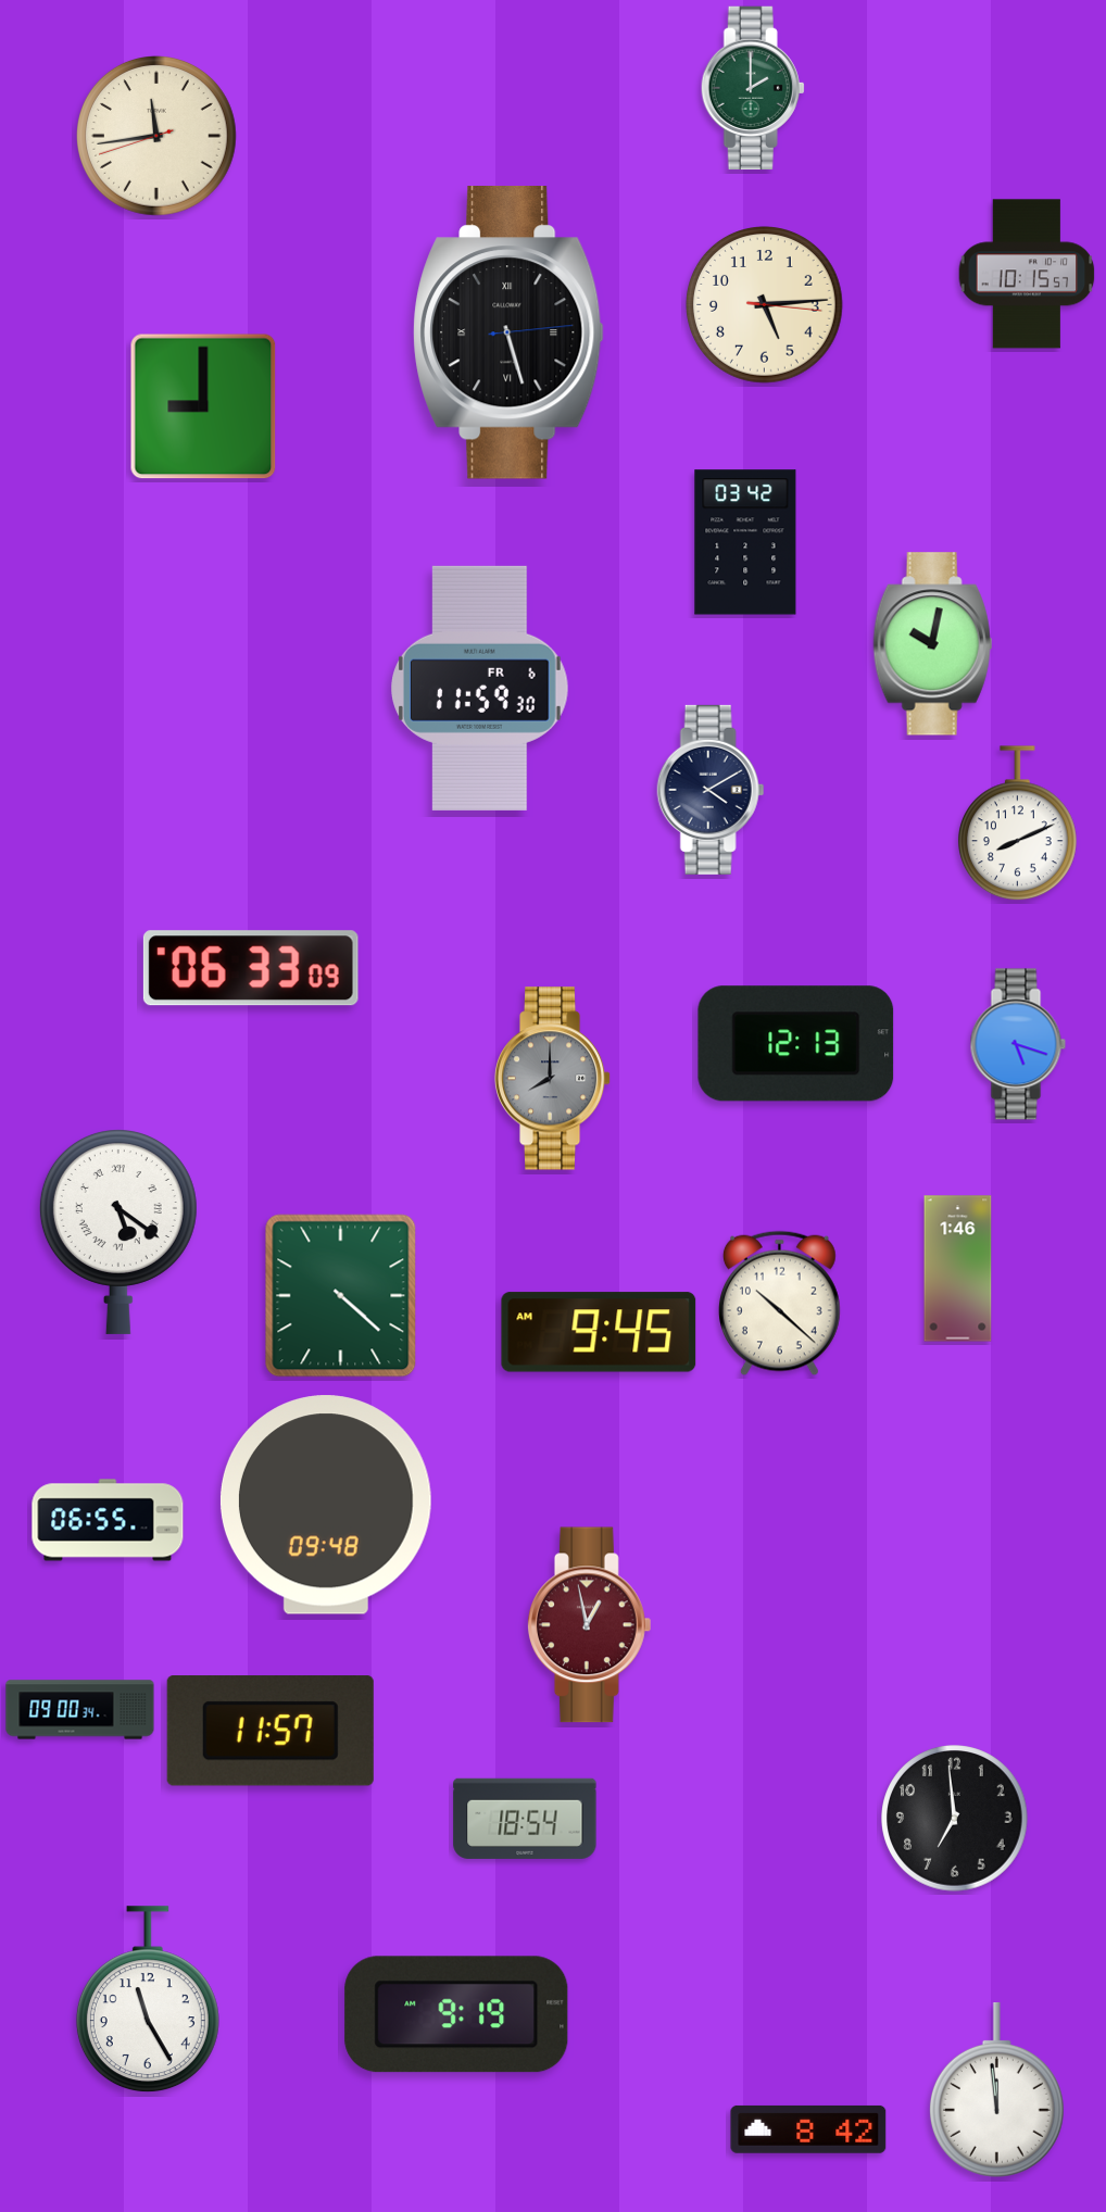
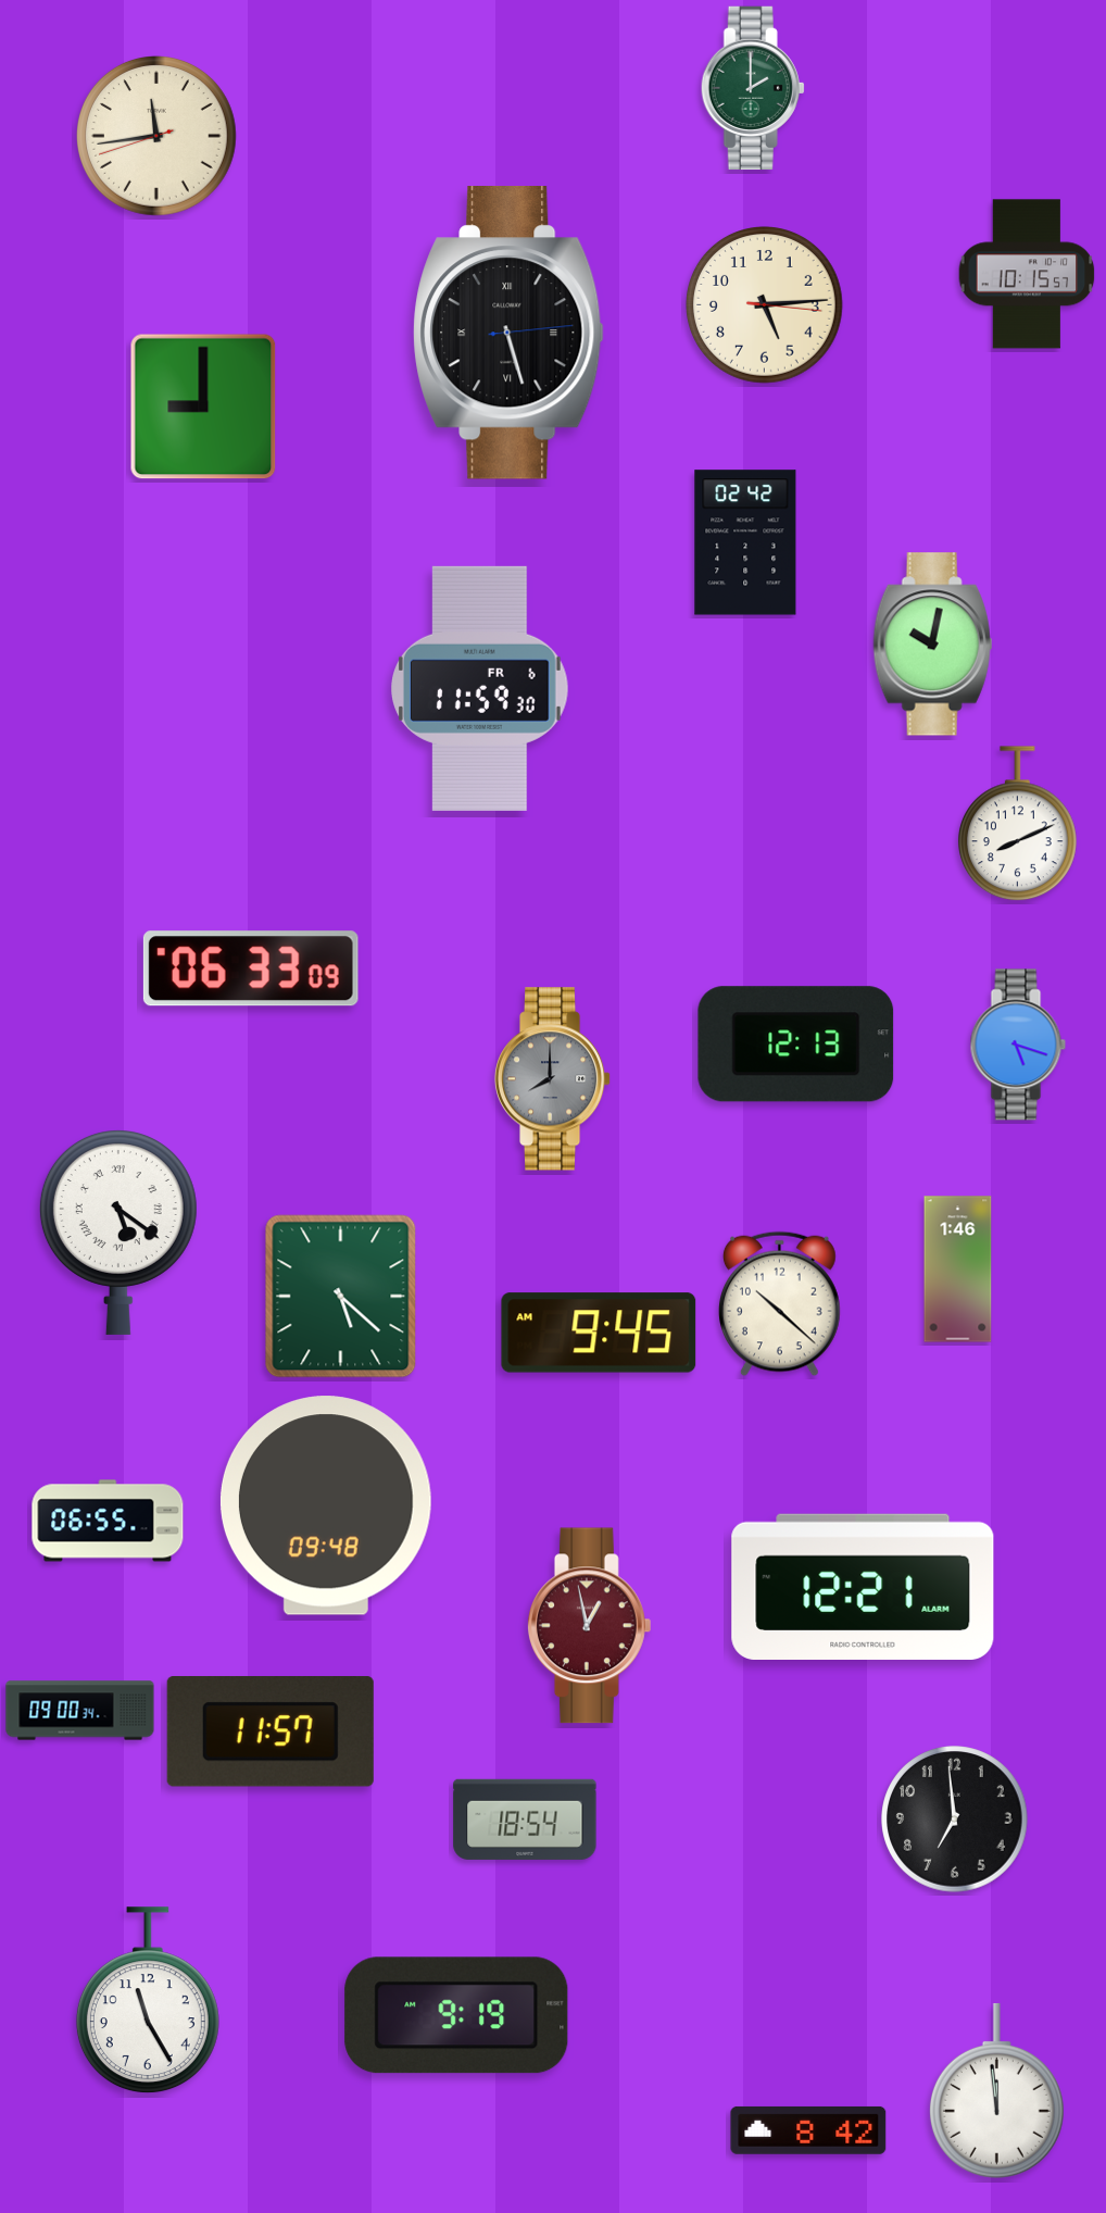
clock at (745, 542): 03:42 -> 02:42
clock at (711, 790): 4:10 -> none
clock at (341, 1296): 4:22 -> 5:22
clock at (863, 1587): none -> 12:21
